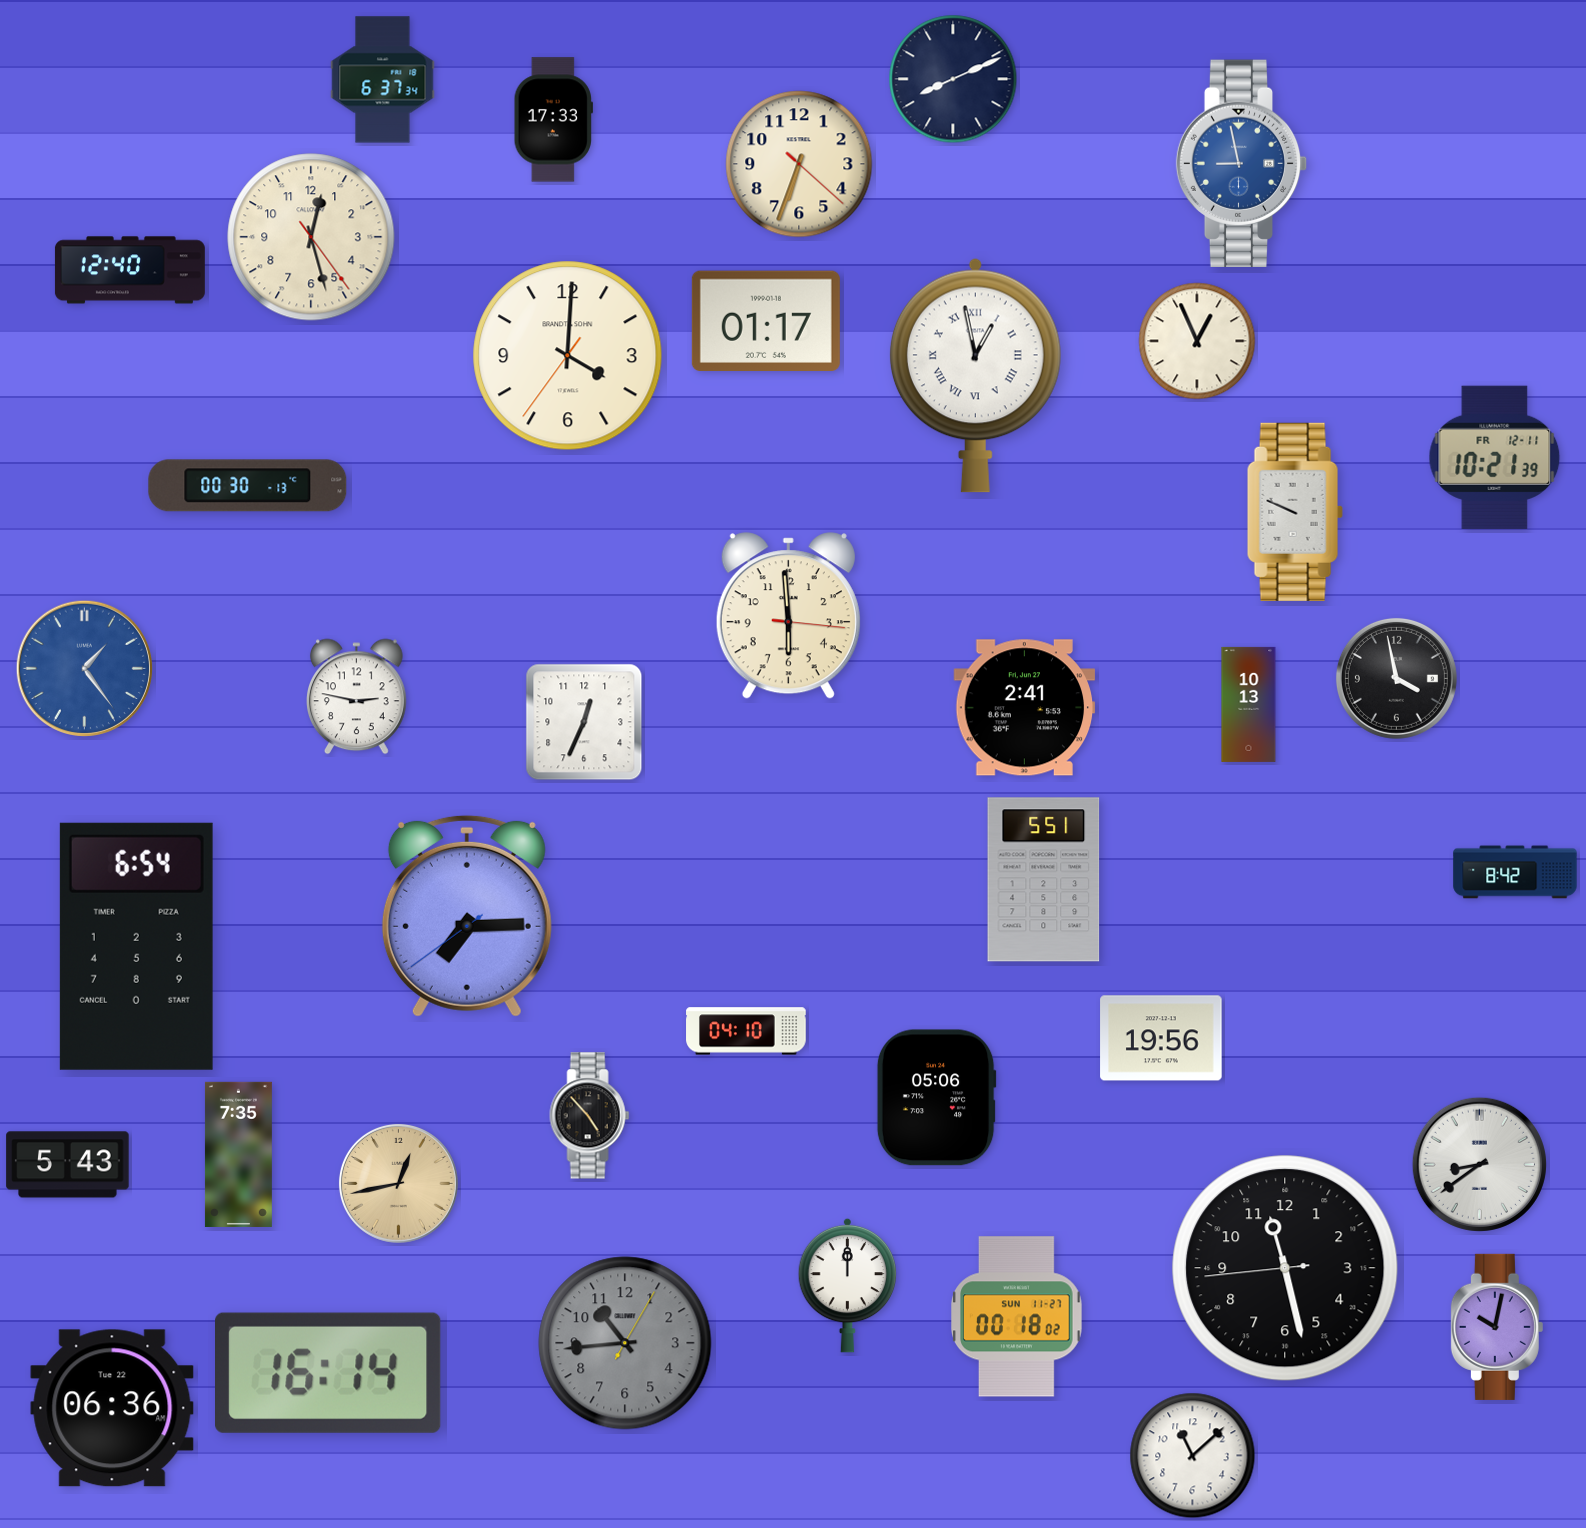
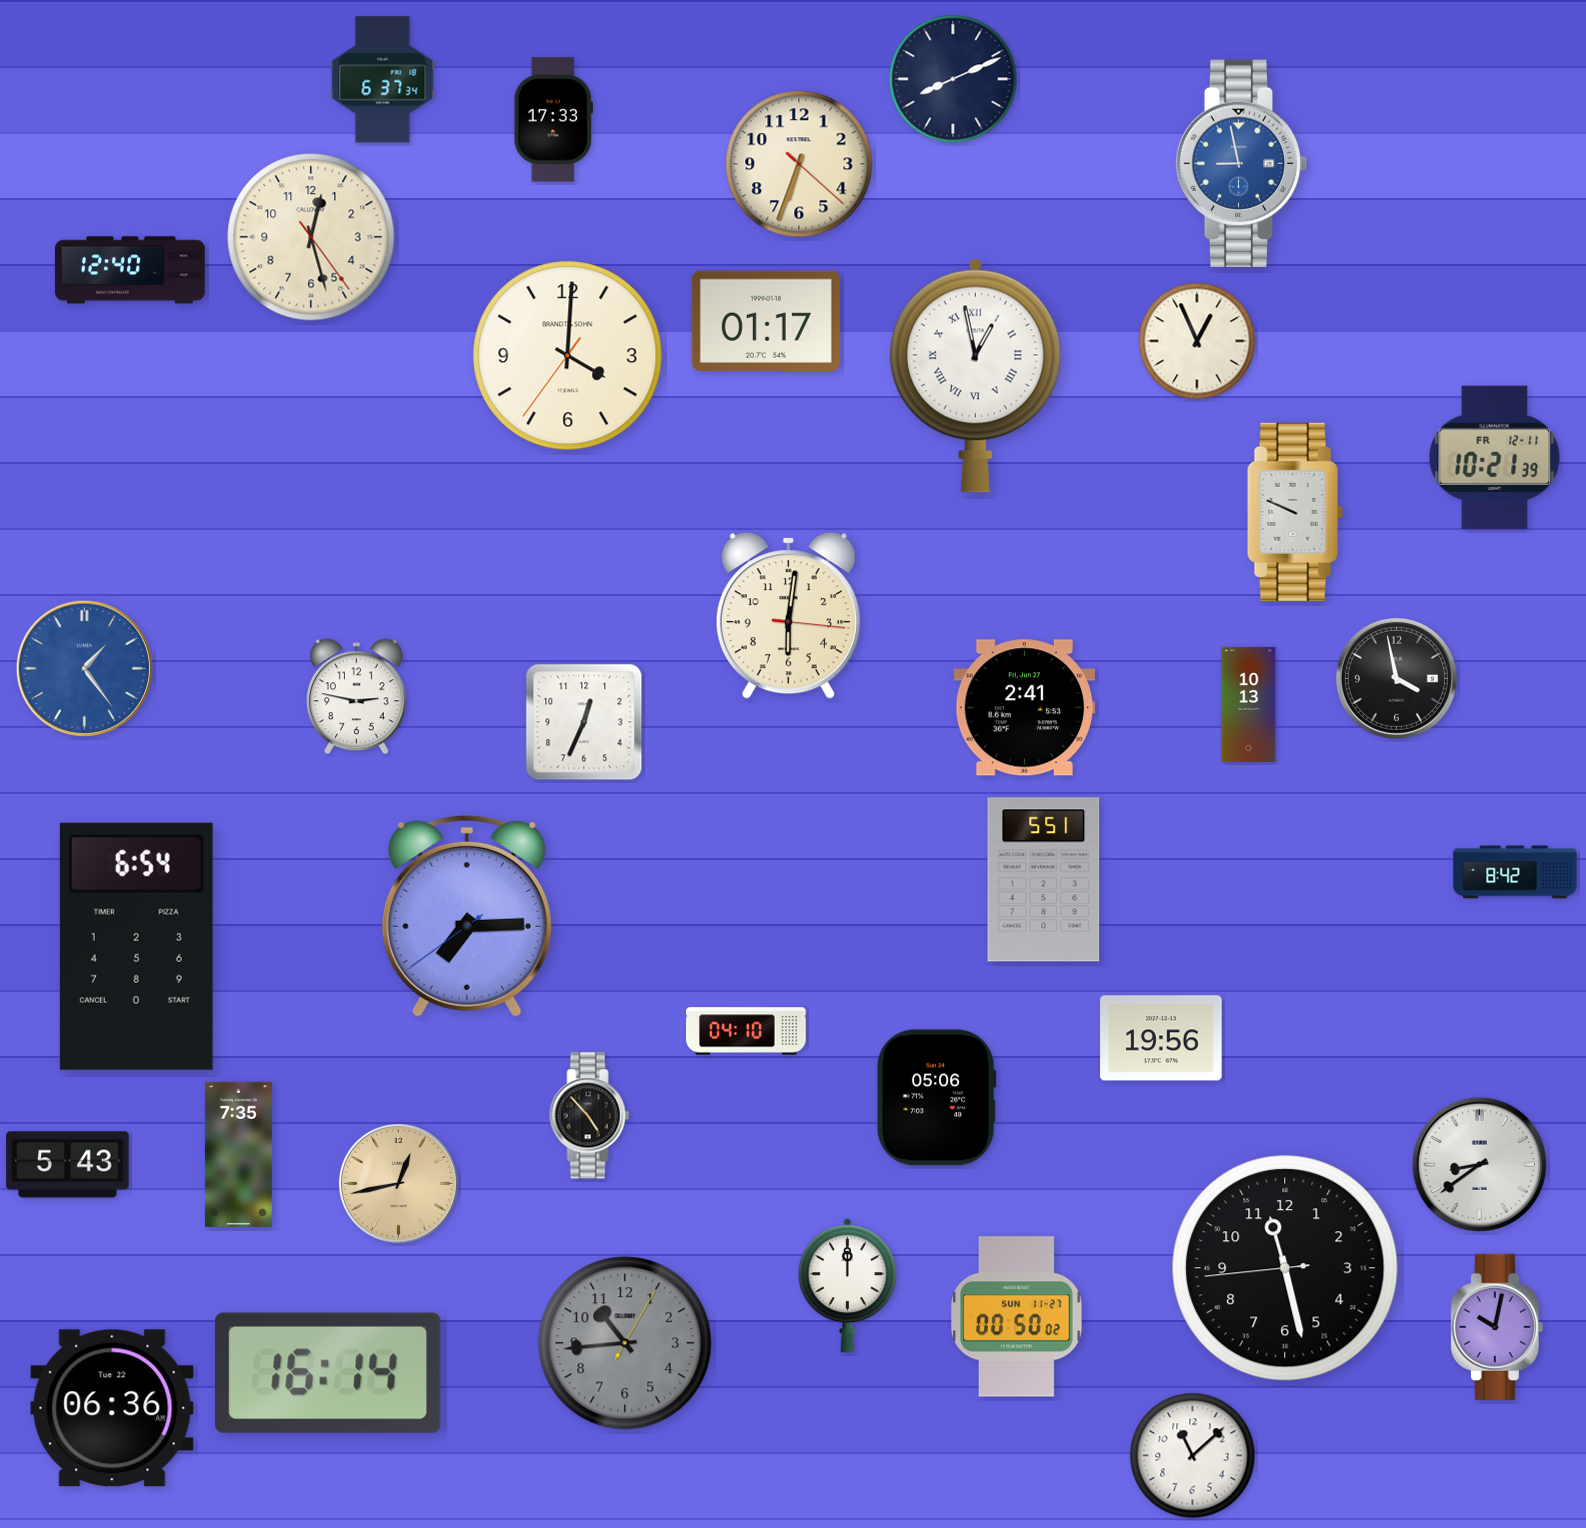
clock at (248, 486): 00:30 -> none
clock at (788, 616): 5:59 -> 6:01
clock at (1017, 1317): 00:18 -> 00:50
